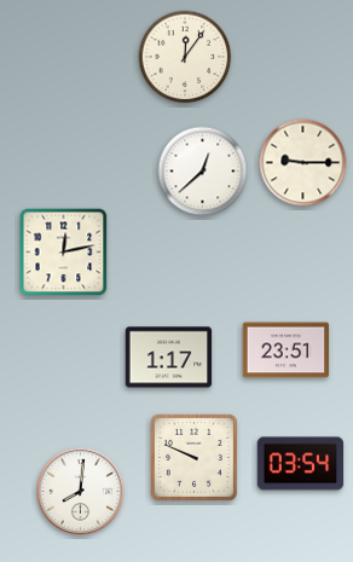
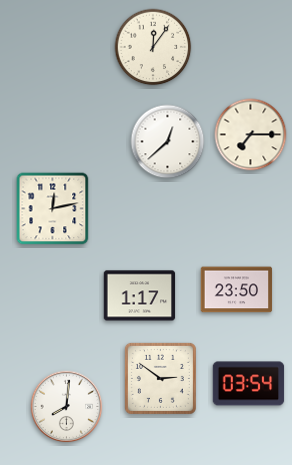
clock at (303, 163): 9:15 -> 7:15
clock at (287, 350): 23:51 -> 23:50
clock at (193, 457): 9:49 -> 2:51
